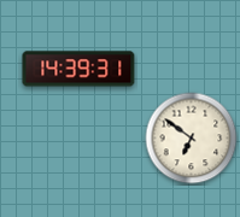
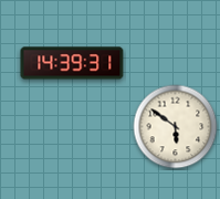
clock at (192, 139): 6:51 -> 5:51
